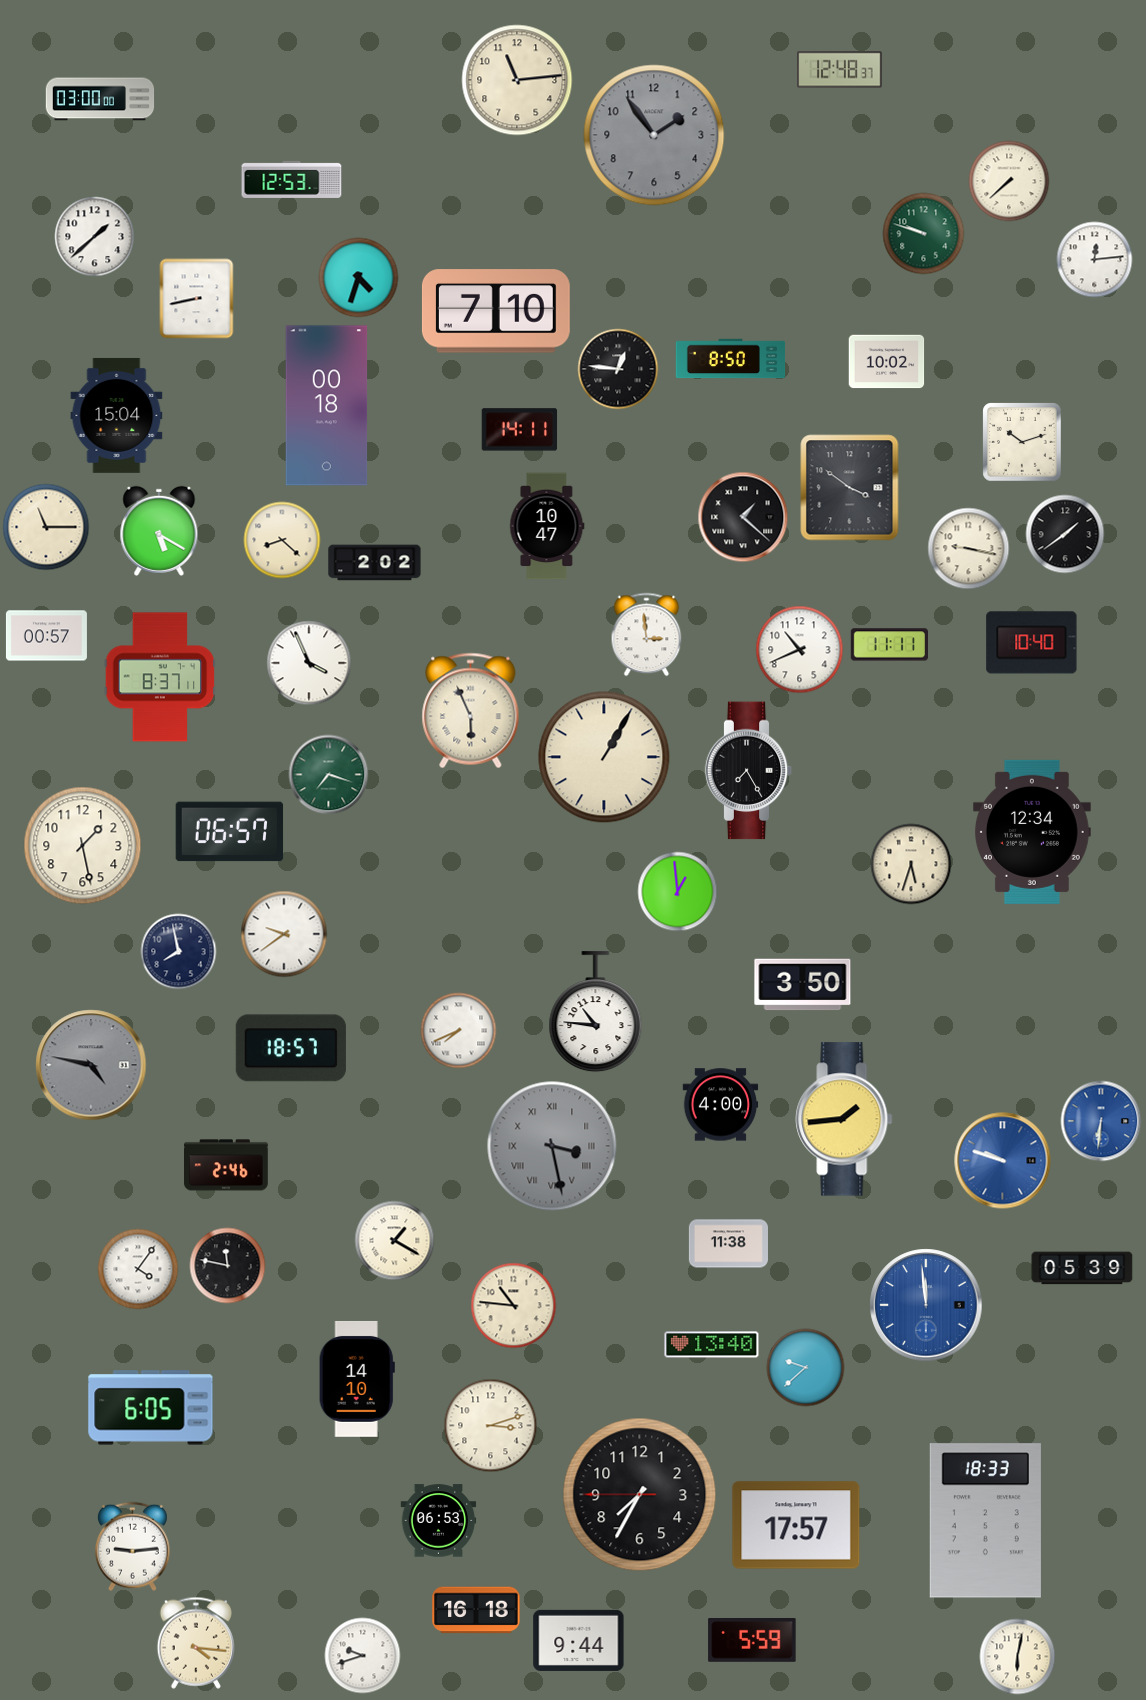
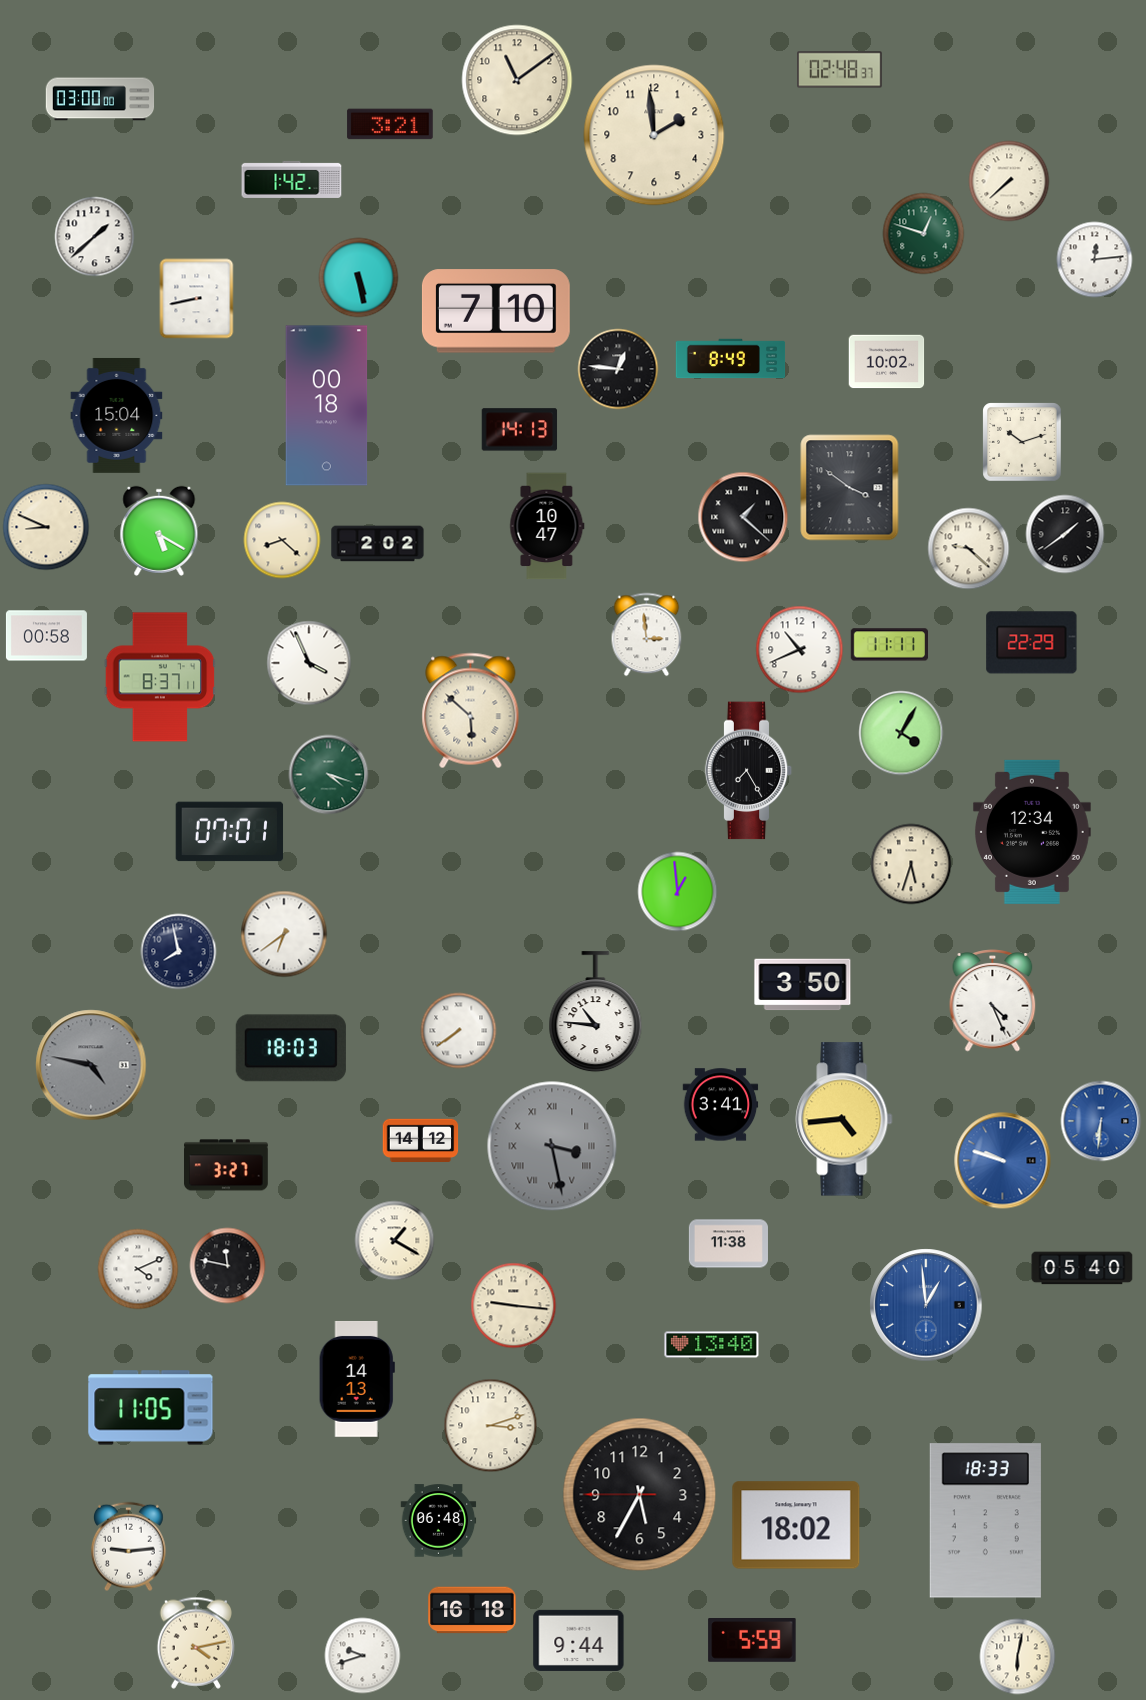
clock at (840, 70): 12:48 -> 02:48
clock at (517, 80): 11:14 -> 11:09
clock at (390, 124): none -> 3:21
clock at (654, 135): 1:54 -> 1:59
clock at (654, 135) dial: grey -> cream
clock at (292, 179): 12:53 -> 1:42
clock at (924, 234): 9:48 -> 12:48
clock at (359, 278): 4:33 -> 5:28
clock at (731, 359): 8:50 -> 8:49
clock at (520, 430): 14:11 -> 14:13
clock at (46, 527): 11:15 -> 8:49
clock at (969, 549): 9:17 -> 9:22
clock at (375, 563) position: (375, 563) -> (378, 544)
clock at (46, 636): 00:57 -> 00:58
clock at (1032, 643): 10:40 -> 22:29
clock at (471, 711): 5:56 -> 5:52
clock at (901, 733): none -> 4:05
clock at (604, 757): 1:05 -> none
clock at (329, 775): 7:18 -> 4:18
clock at (230, 832): 06:57 -> 07:01
clock at (83, 846): 1:28 -> none
clock at (284, 934): 9:39 -> 6:39
clock at (993, 1001): none -> 4:26
clock at (459, 1031): 7:41 -> 7:39
clock at (291, 1048): 18:57 -> 18:03
clock at (721, 1105): 4:00 -> 3:41
clock at (844, 1119): 1:44 -> 4:44
clock at (421, 1140): none -> 14:12
clock at (227, 1165): 2:46 -> 3:27
clock at (1082, 1268): 05:39 -> 05:40
clock at (138, 1269): 4:06 -> 4:11
clock at (926, 1305): 11:59 -> 12:59
clock at (514, 1306): 10:46 -> 9:16
clock at (806, 1368): 9:38 -> none
clock at (357, 1379): 14:10 -> 14:13
clock at (151, 1408): 6:05 -> 11:05
clock at (640, 1495): 7:34 -> 5:34
clock at (439, 1521): 06:53 -> 06:48
clock at (796, 1525): 17:57 -> 18:02
clock at (133, 1547) position: (133, 1547) -> (129, 1547)
clock at (476, 1610) position: (476, 1610) -> (472, 1610)
clock at (195, 1643): 4:16 -> 4:13
